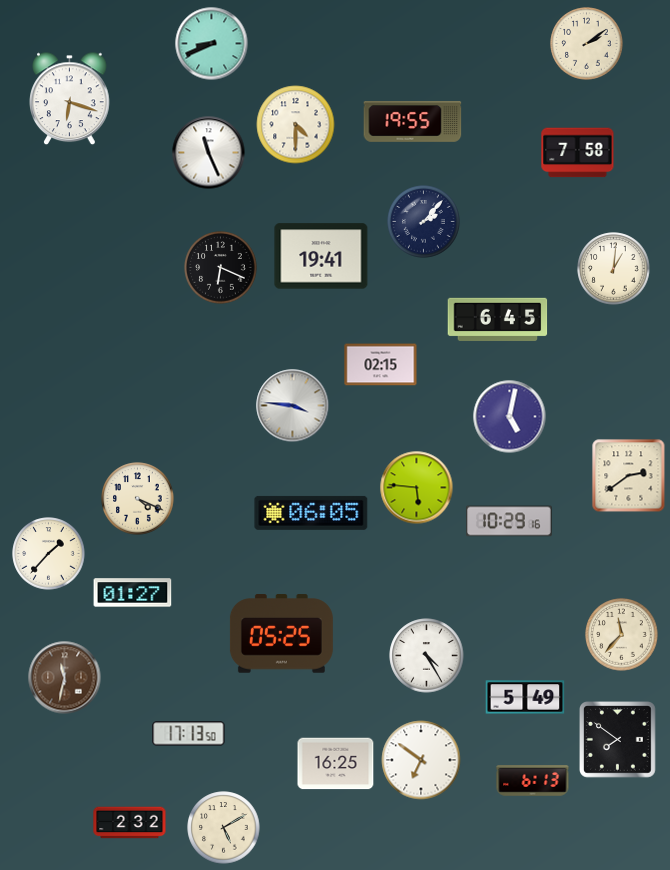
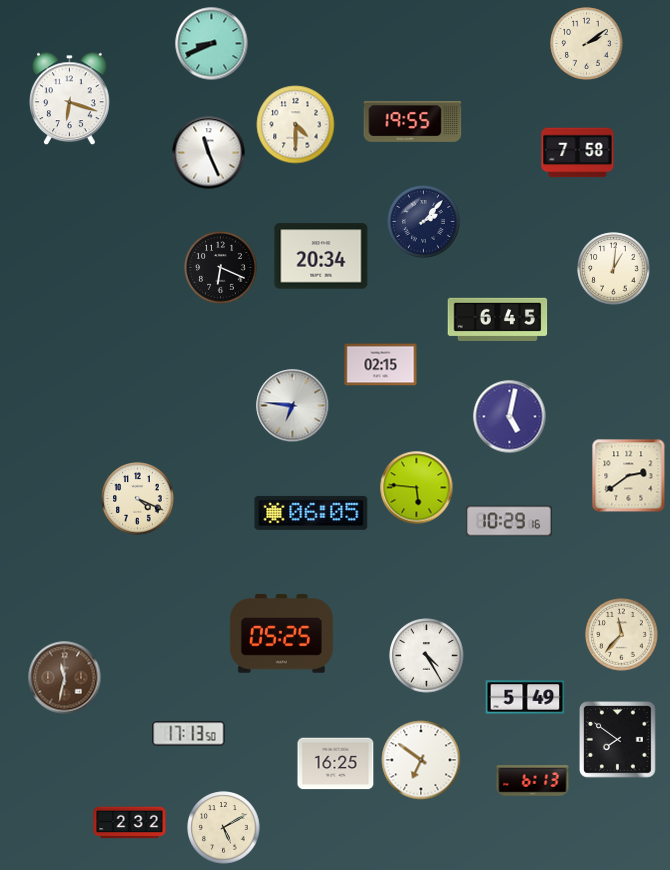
clock at (321, 256): 19:41 -> 20:34
clock at (293, 406): 3:46 -> 6:46
clock at (49, 554): 1:37 -> none
clock at (133, 593): 01:27 -> none
